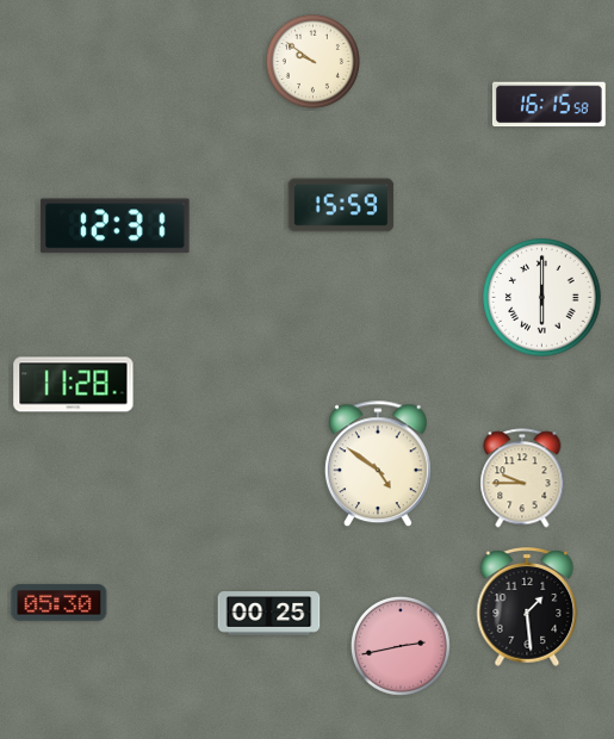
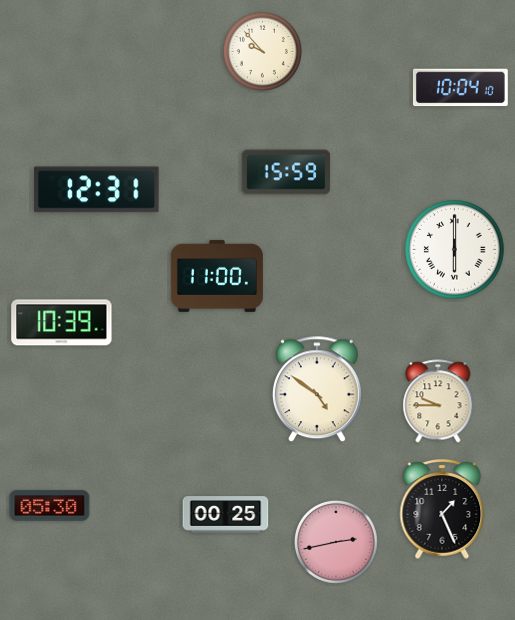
clock at (312, 61): 9:51 -> 9:53
clock at (548, 105): 16:15 -> 10:04
clock at (217, 276): none -> 11:00
clock at (74, 385): 11:28 -> 10:39
clock at (527, 607): 1:29 -> 1:26
